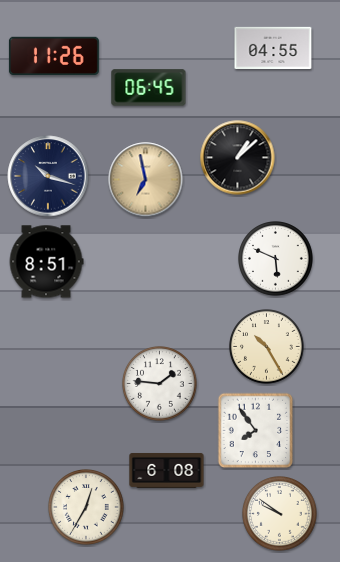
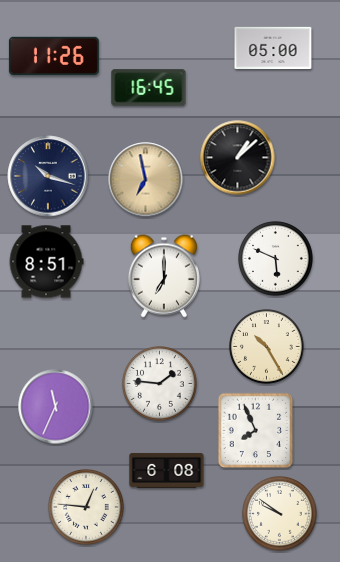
clock at (273, 47): 04:55 -> 05:00
clock at (149, 88): 06:45 -> 16:45
clock at (164, 276): none -> 7:00
clock at (56, 407): none -> 11:34
clock at (256, 431): 7:54 -> 7:56
clock at (86, 507): 12:35 -> 12:46
